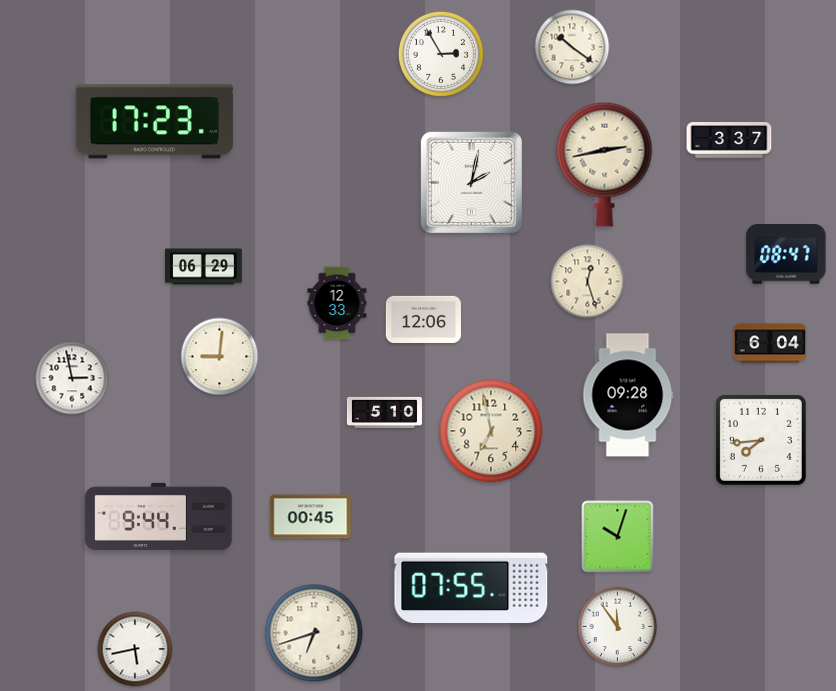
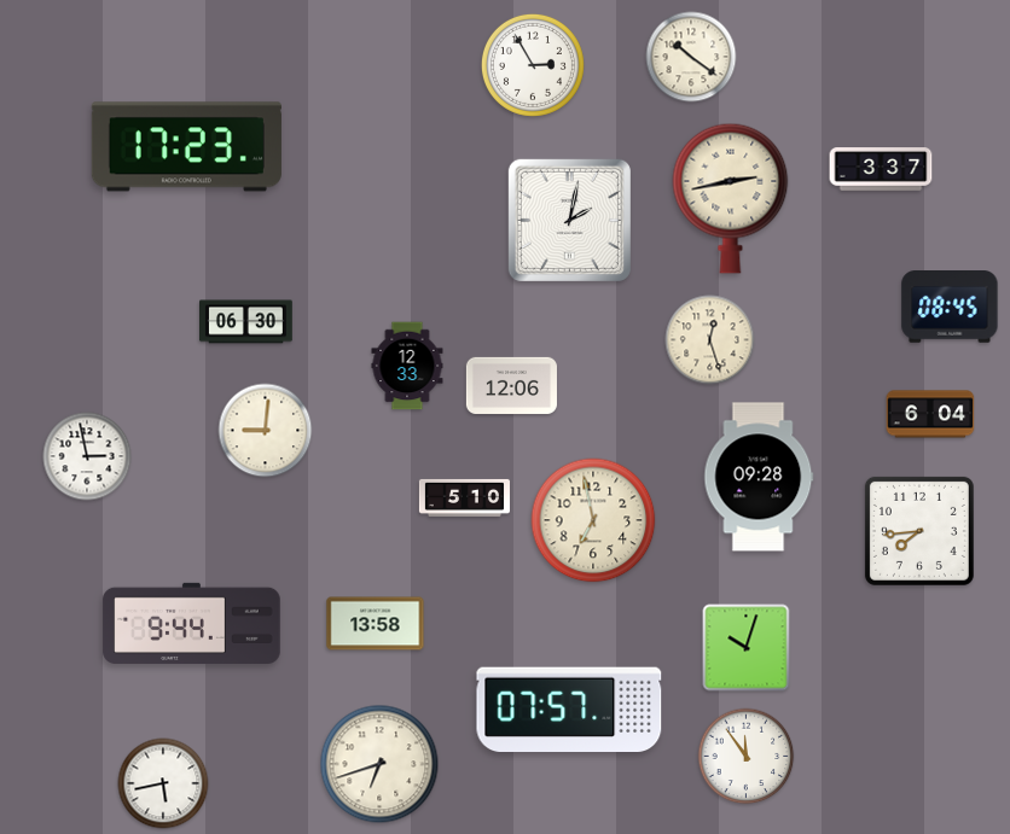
clock at (786, 255): 08:47 -> 08:45
clock at (204, 267): 06:29 -> 06:30
clock at (311, 517): 00:45 -> 13:58
clock at (471, 587): 07:55 -> 07:57
